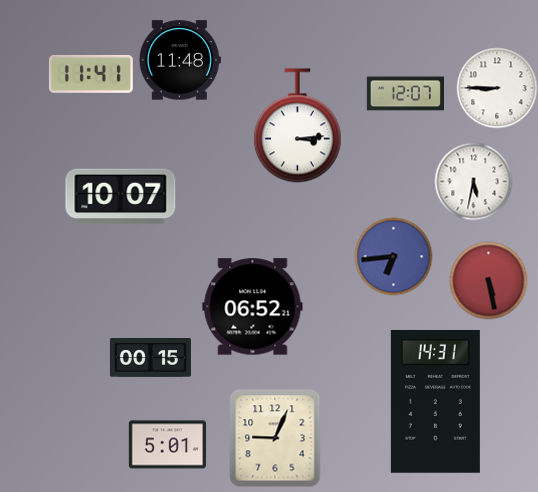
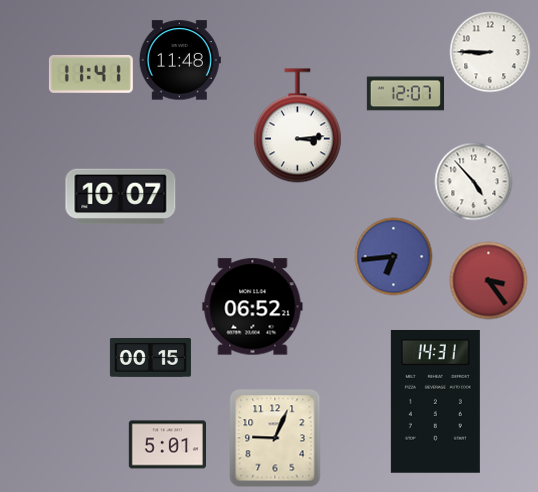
clock at (497, 88) position: (497, 88) -> (490, 52)
clock at (473, 181): 5:32 -> 4:53
clock at (488, 280): 5:28 -> 3:24
